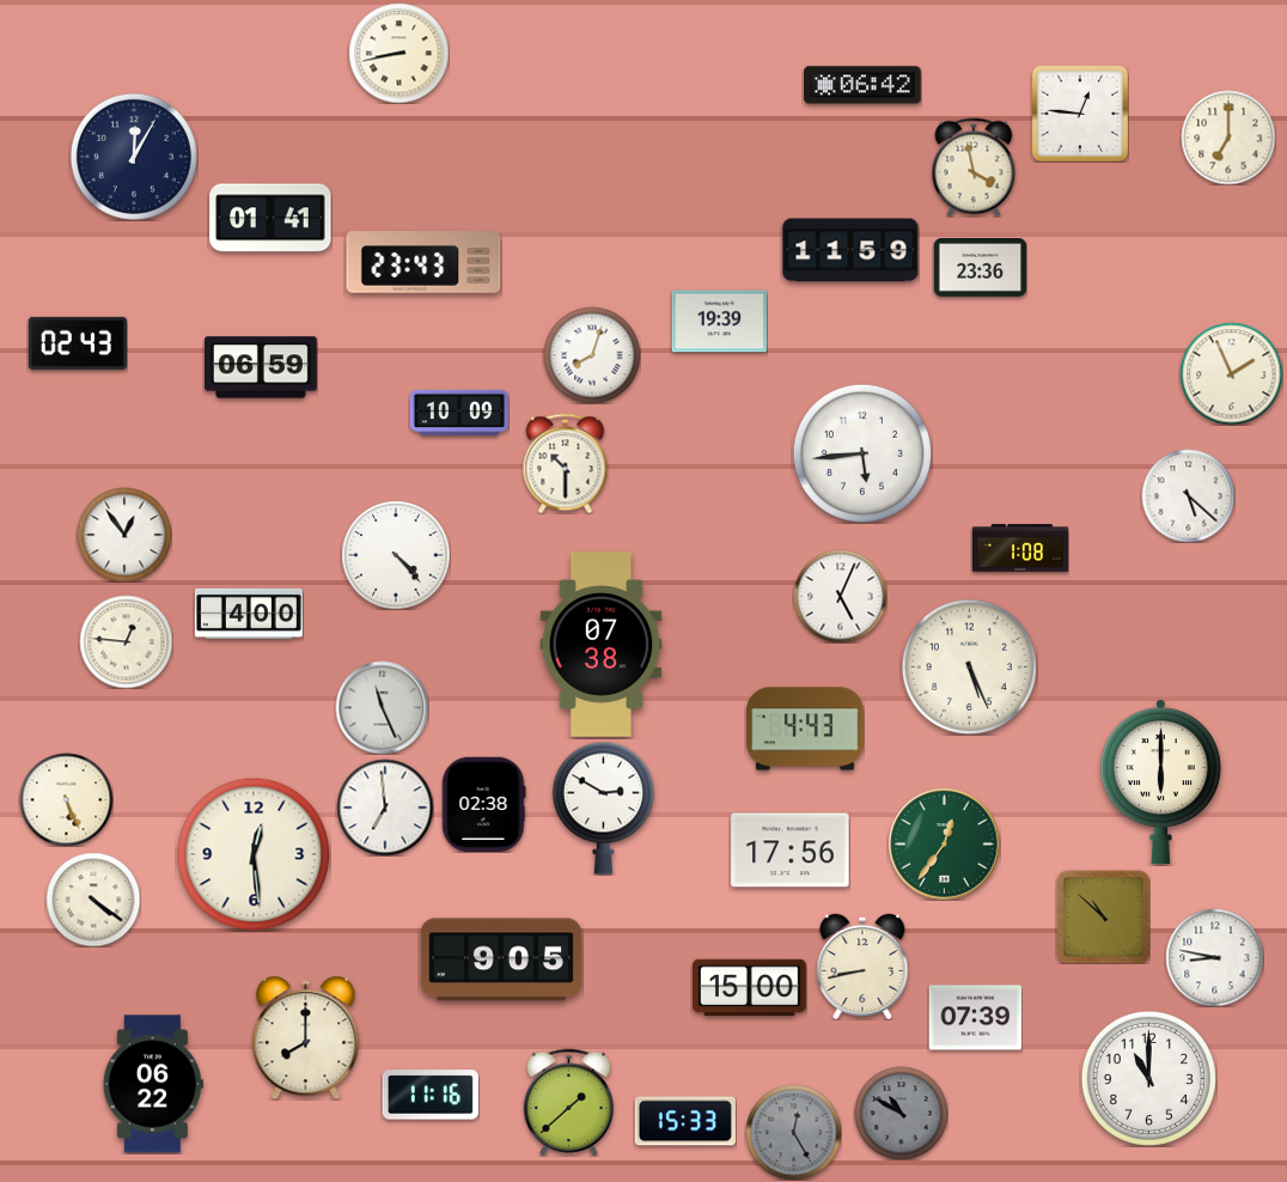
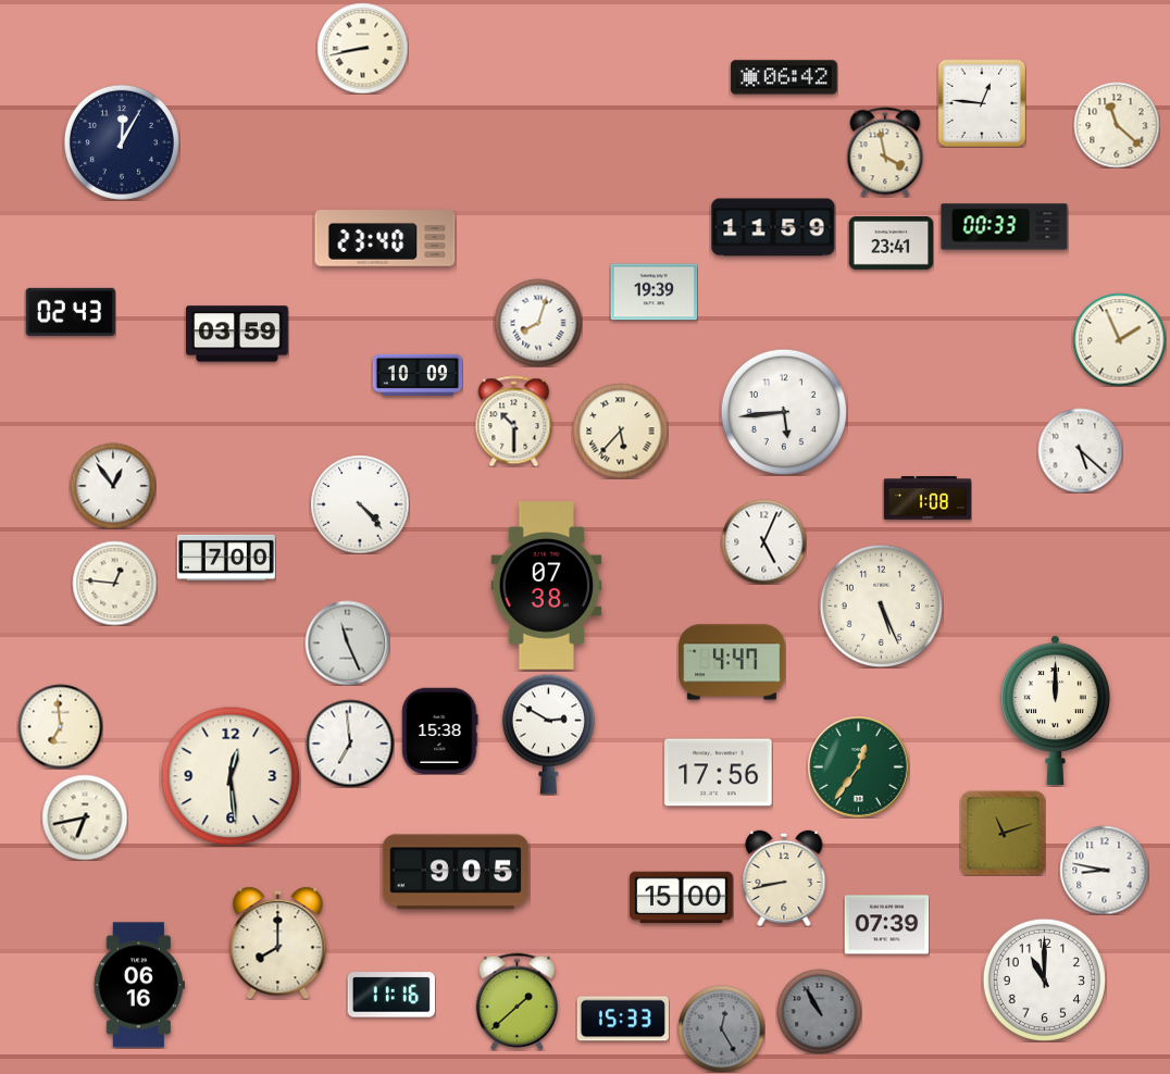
clock at (1228, 138): 7:00 -> 11:22
clock at (270, 218): 01:41 -> none
clock at (1005, 227): none -> 00:33
clock at (423, 262): 23:43 -> 23:40
clock at (980, 268): 23:36 -> 23:41
clock at (262, 367): 06:59 -> 03:59
clock at (620, 430): none -> 5:37
clock at (249, 614): 4:00 -> 7:00
clock at (805, 729): 4:43 -> 4:47
clock at (1160, 781): 6:00 -> 12:00
clock at (66, 799): 5:26 -> 6:59
clock at (484, 804): 02:38 -> 15:38
clock at (385, 808) position: (385, 808) -> (350, 744)
clock at (93, 900): 4:21 -> 6:43
clock at (1103, 916): 10:52 -> 11:12
clock at (153, 1084): 06:22 -> 06:16
clock at (901, 1113): 10:50 -> 10:55
